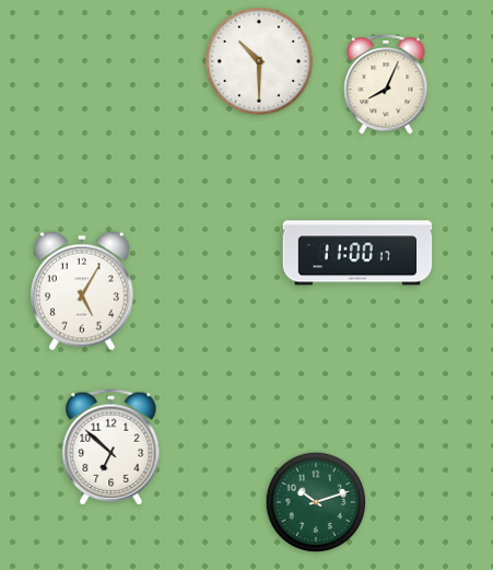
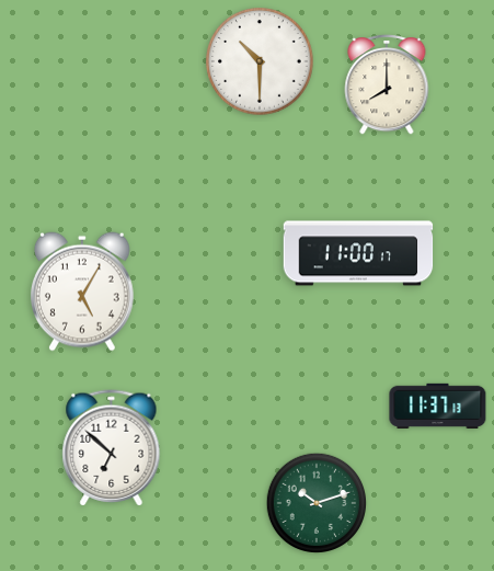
clock at (386, 84): 8:04 -> 8:00
clock at (438, 406): none -> 11:37
